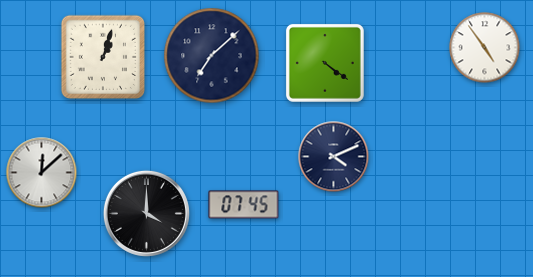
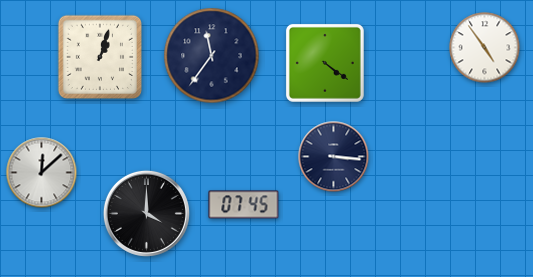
clock at (102, 56) position: (102, 56) -> (99, 56)
clock at (212, 56): 7:08 -> 11:36
clock at (334, 157): 4:11 -> 3:16
